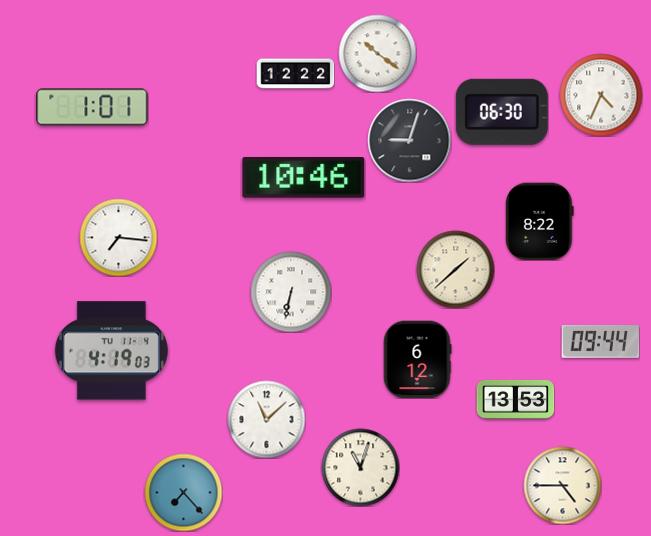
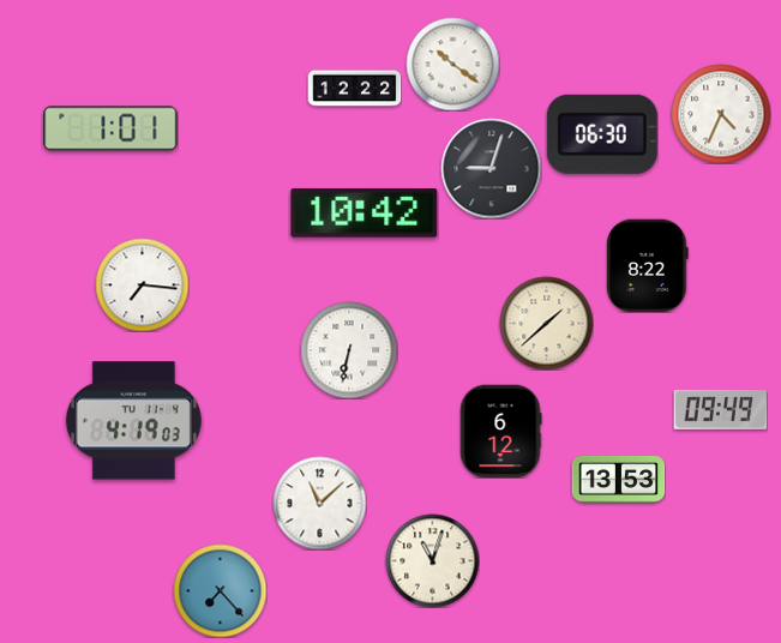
clock at (304, 178): 10:46 -> 10:42
clock at (600, 341): 09:44 -> 09:49
clock at (562, 485): 4:45 -> none
